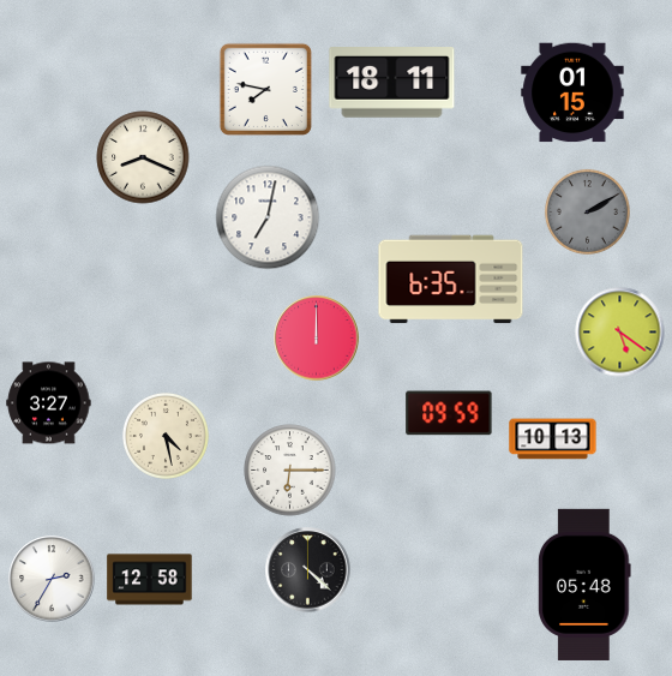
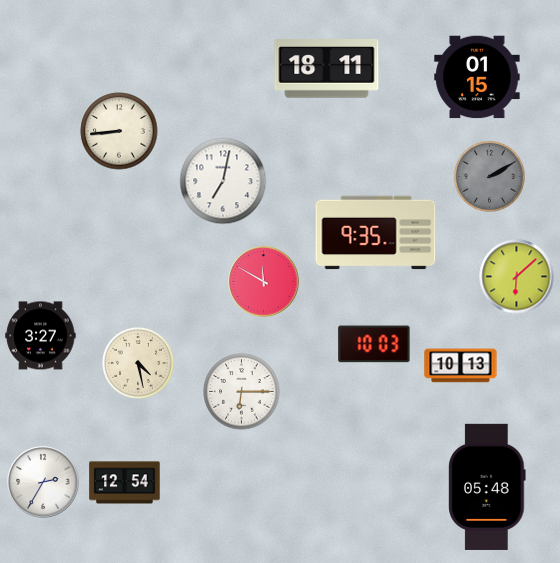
clock at (265, 89): 7:47 -> none
clock at (143, 157): 8:19 -> 8:44
clock at (451, 280): 6:35 -> 9:35
clock at (620, 333): 5:21 -> 6:08
clock at (317, 339): 12:00 -> 11:50
clock at (449, 413): 09:59 -> 10:03
clock at (308, 570): 4:22 -> none
clock at (150, 580): 12:58 -> 12:54
